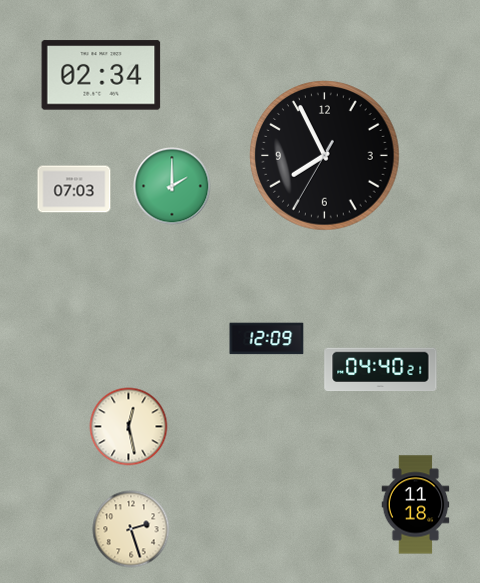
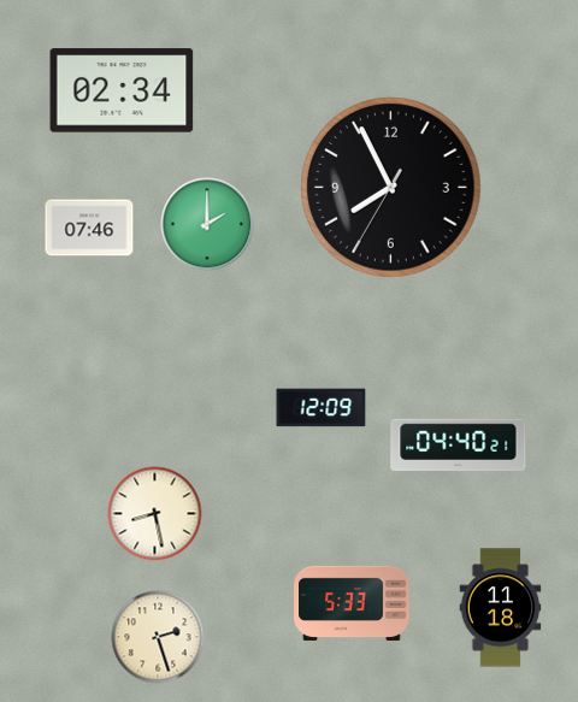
clock at (74, 189): 07:03 -> 07:46
clock at (129, 427): 12:28 -> 8:28
clock at (352, 603): none -> 5:33
